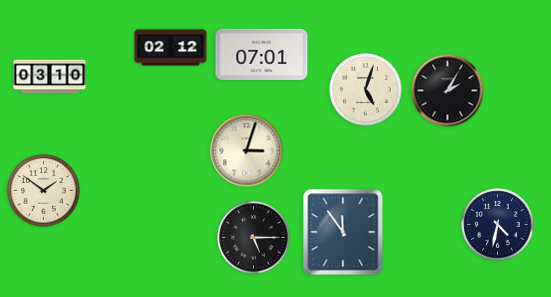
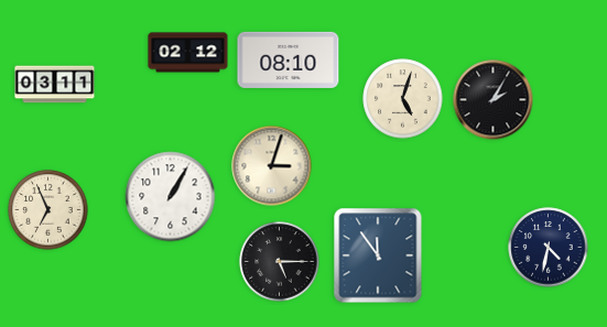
clock at (262, 54): 07:01 -> 08:10
clock at (50, 77): 03:10 -> 03:11
clock at (171, 197): none -> 1:05
clock at (44, 191): 1:51 -> 6:56
